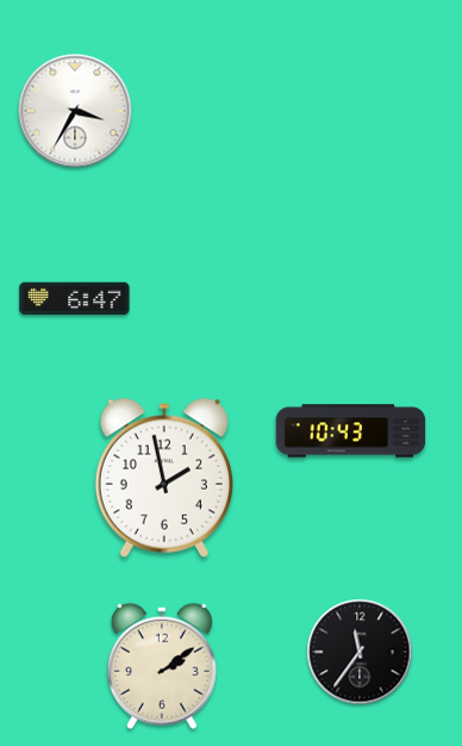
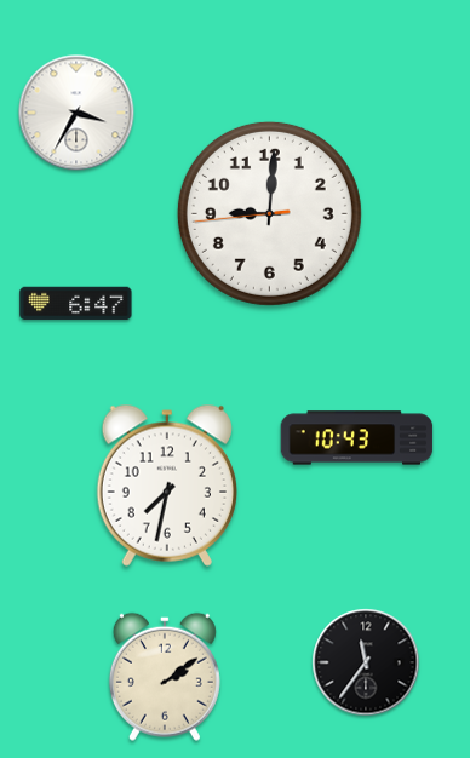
clock at (269, 213): none -> 9:00
clock at (164, 478): 1:58 -> 7:32
